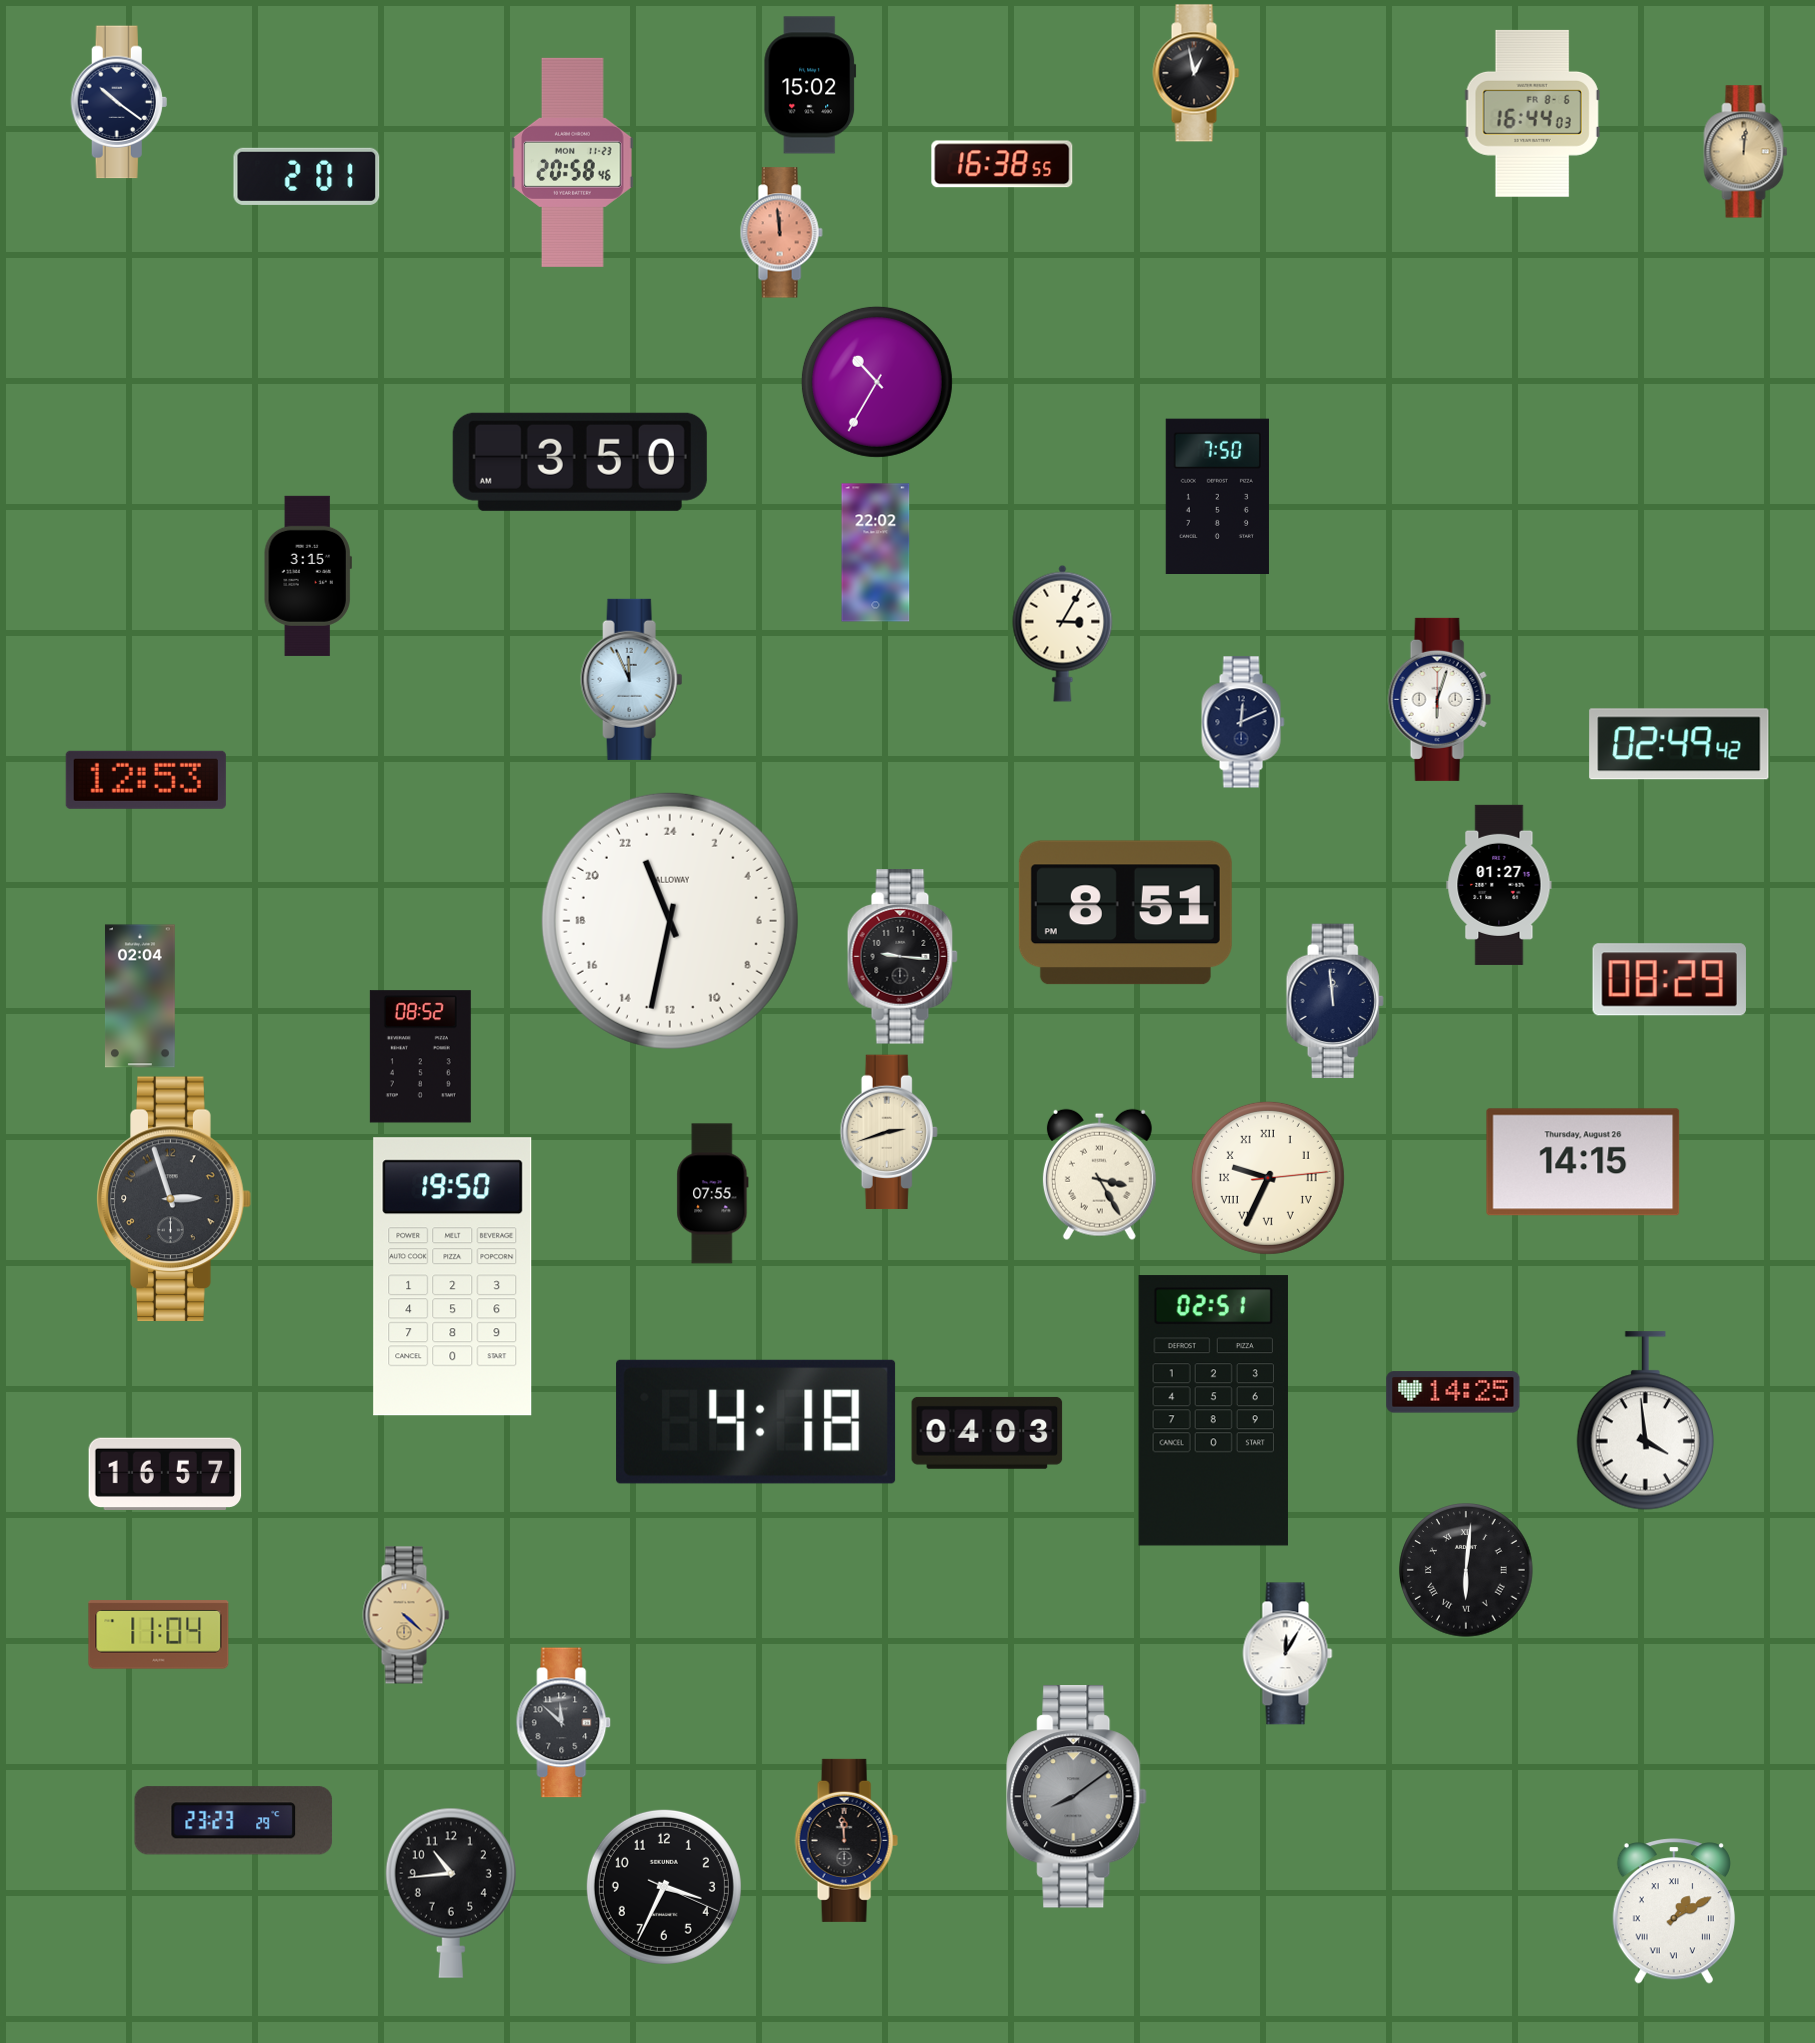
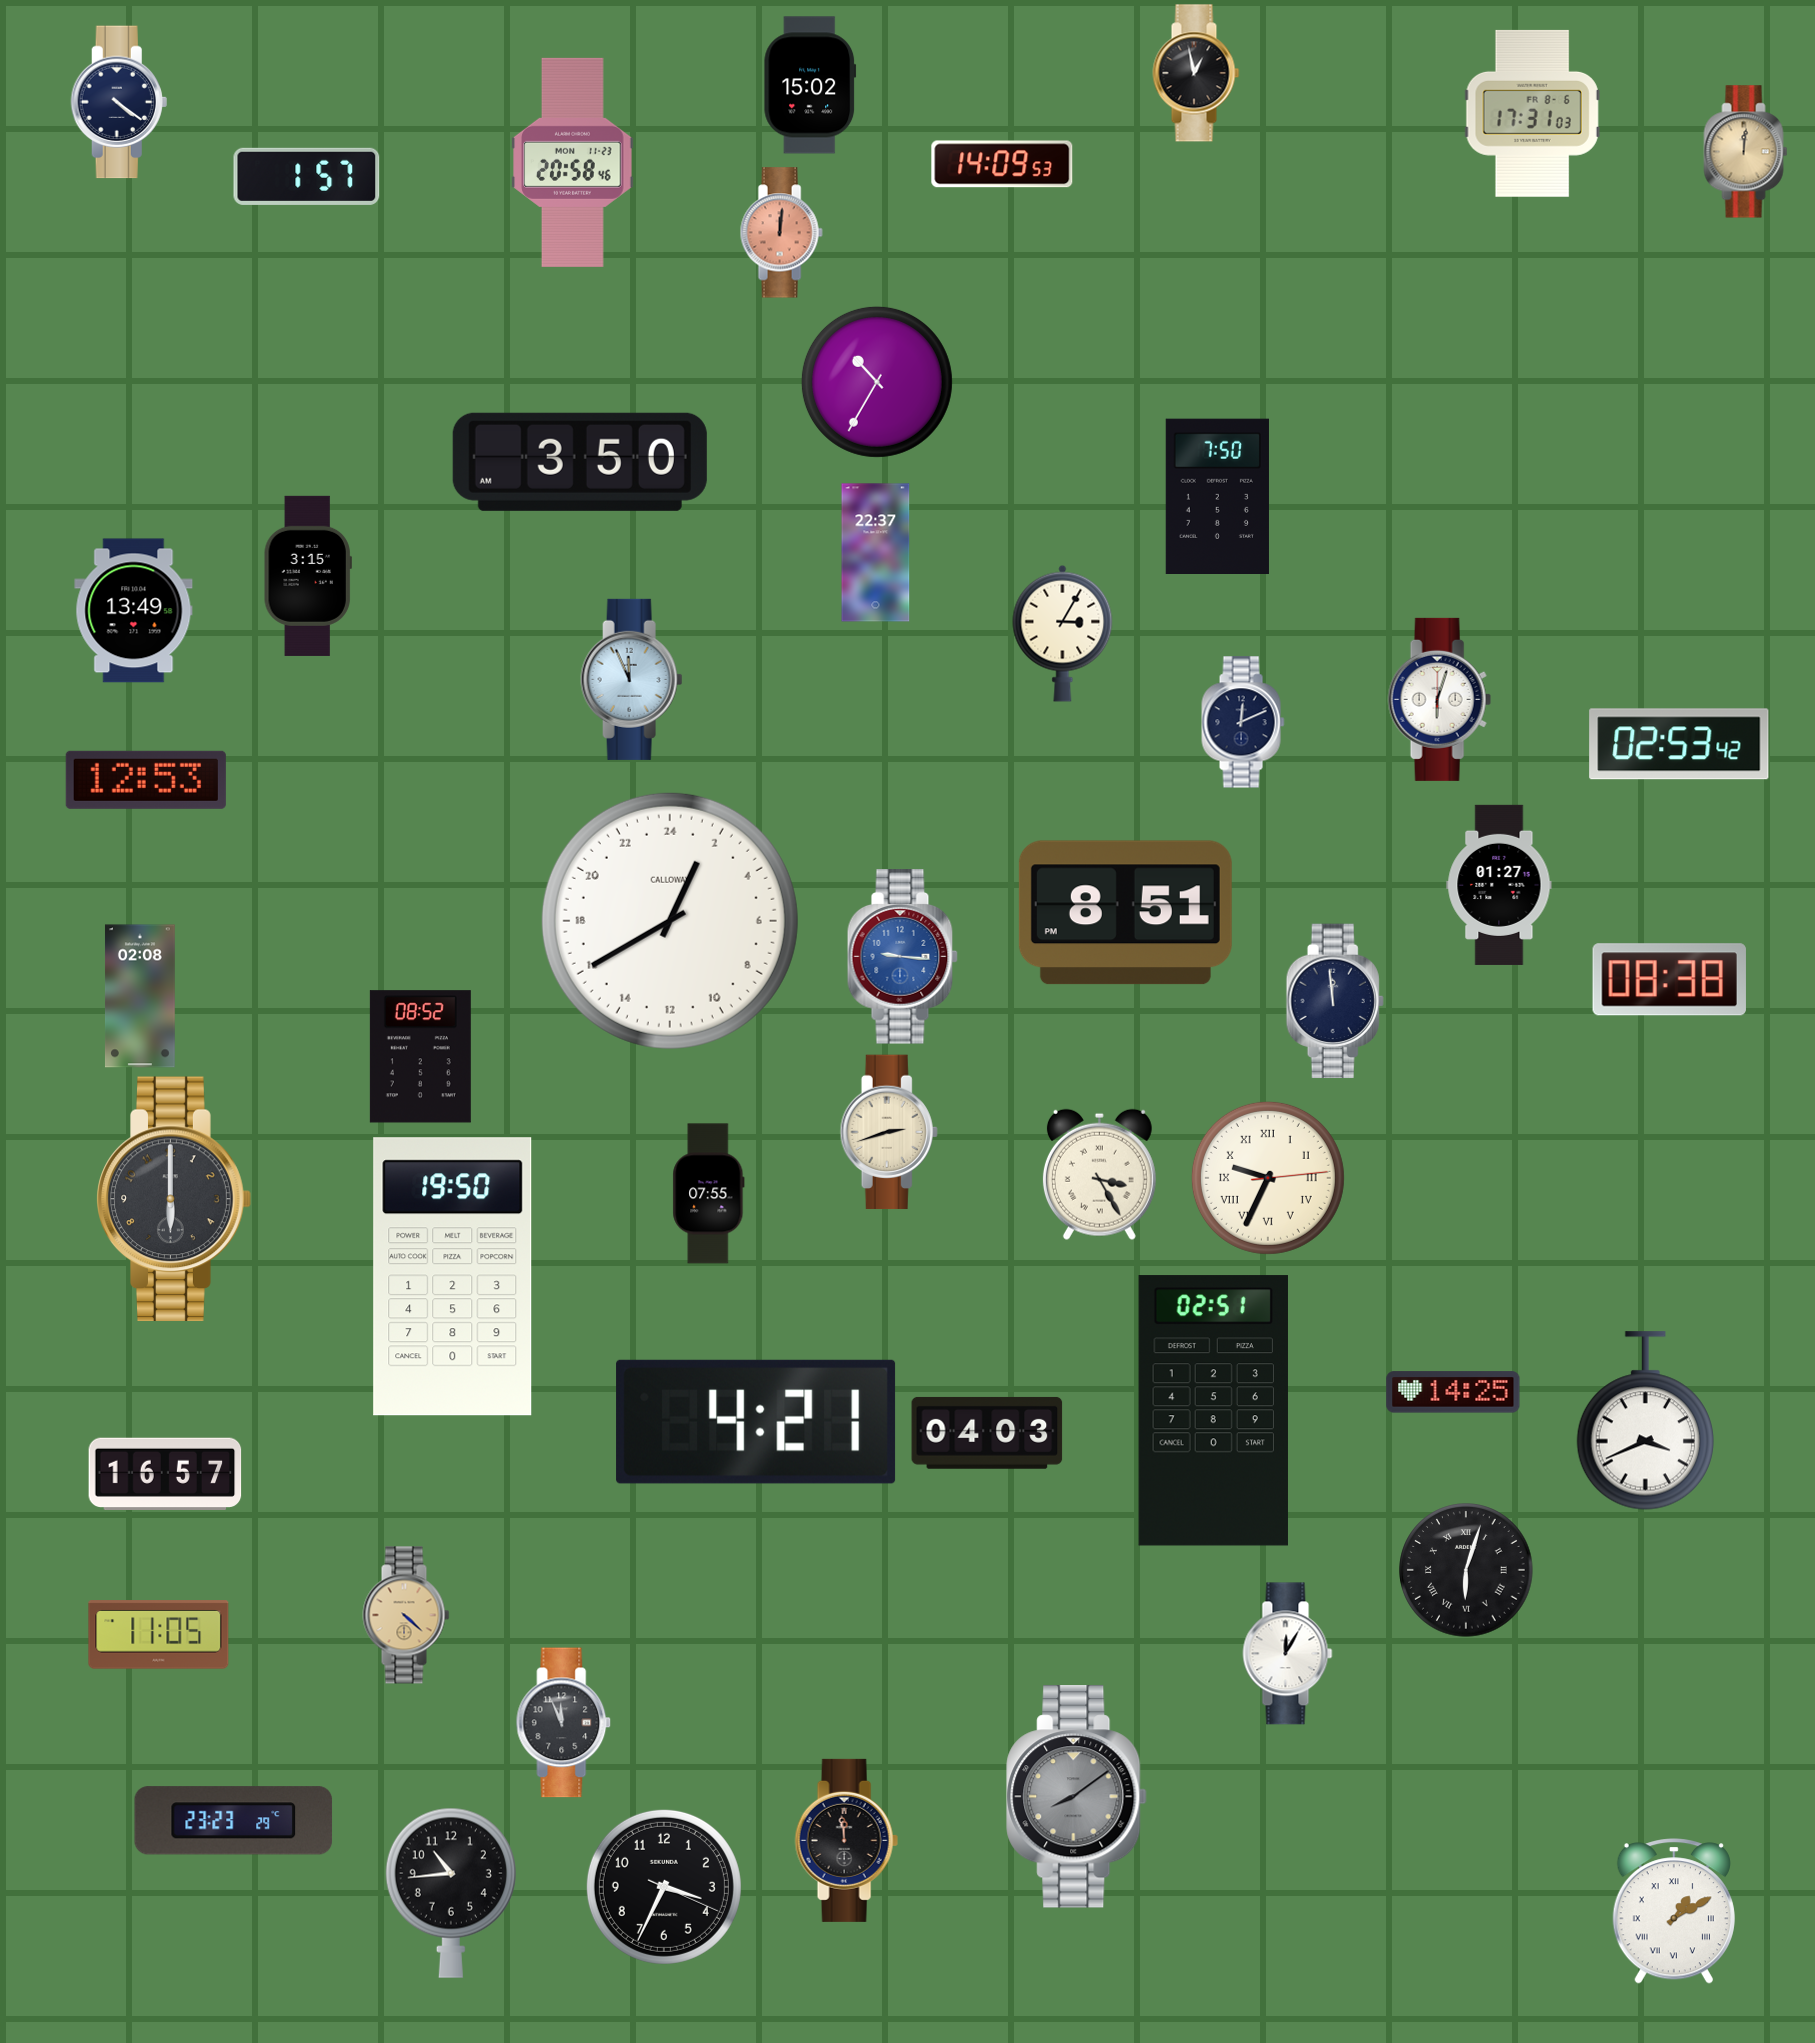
clock at (119, 102): 10:21 -> 4:21
clock at (1532, 113): 16:44 -> 17:31
clock at (1002, 164): 16:38 -> 14:09
clock at (307, 176): 2:01 -> 1:57
clock at (781, 233): 11:59 -> 12:01
clock at (876, 553): 22:02 -> 22:37
clock at (134, 611): none -> 13:49
clock at (1679, 744): 02:49 -> 02:53
clock at (670, 921): 22:32 -> 1:40
clock at (902, 957) dial: black -> blue
clock at (1669, 980): 08:29 -> 08:38
clock at (140, 996): 02:04 -> 02:08
clock at (1583, 1162): 14:15 -> none
clock at (713, 1194) position: (713, 1194) -> (709, 1194)
clock at (174, 1198): 2:57 -> 6:00
clock at (1645, 1421): 3:59 -> 3:41
clock at (756, 1422): 4:18 -> 4:21
clock at (1466, 1570): 6:01 -> 6:03
clock at (159, 1635): 11:04 -> 11:05
clock at (564, 1723): 11:52 -> 11:56
